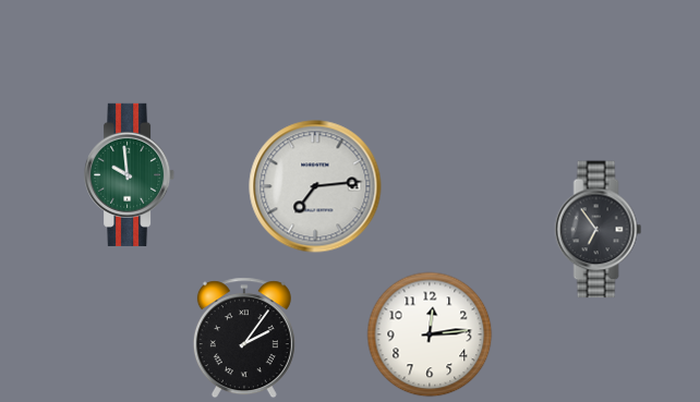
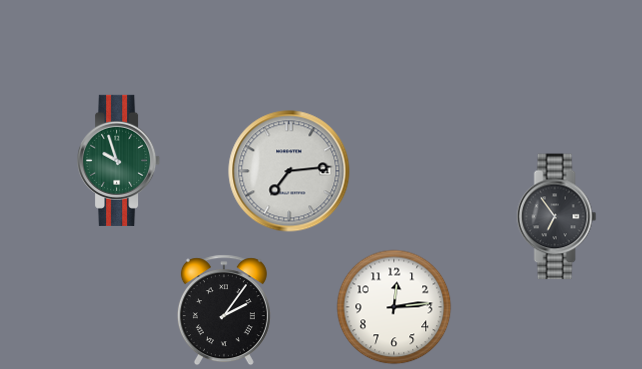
clock at (130, 174): 9:59 -> 9:57
clock at (599, 230) position: (599, 230) -> (557, 217)
